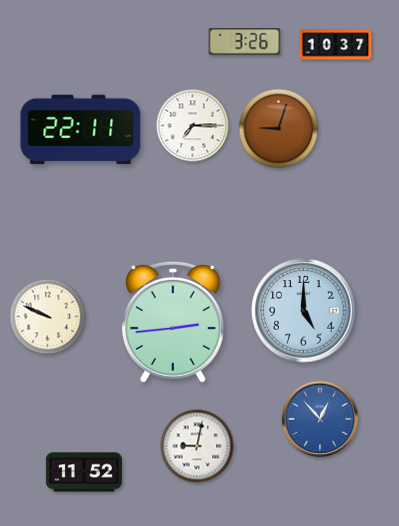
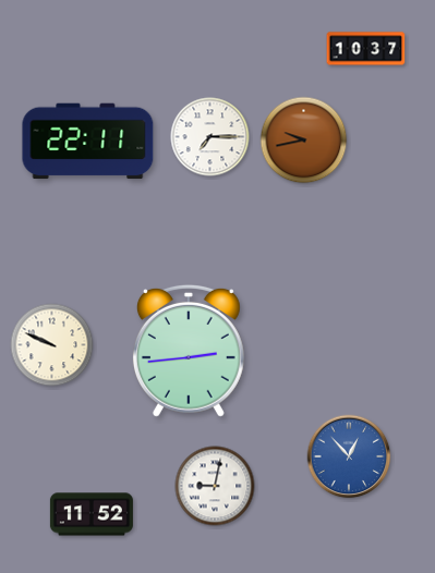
clock at (245, 42): 3:26 -> none
clock at (279, 129): 9:03 -> 9:43
clock at (304, 311): 5:00 -> none
